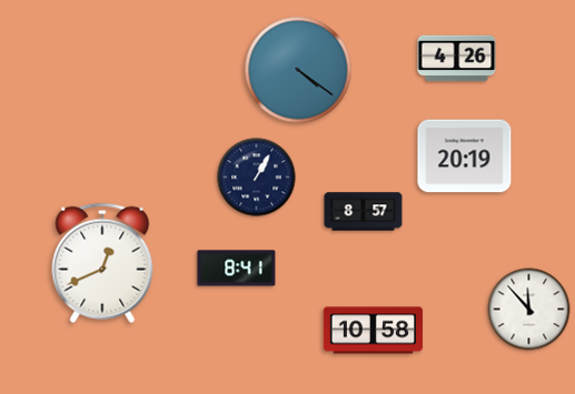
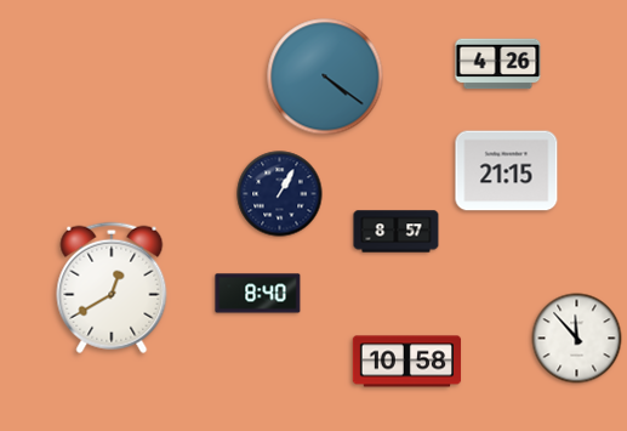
clock at (465, 156): 20:19 -> 21:15
clock at (102, 263): 12:41 -> 12:40
clock at (237, 269): 8:41 -> 8:40
